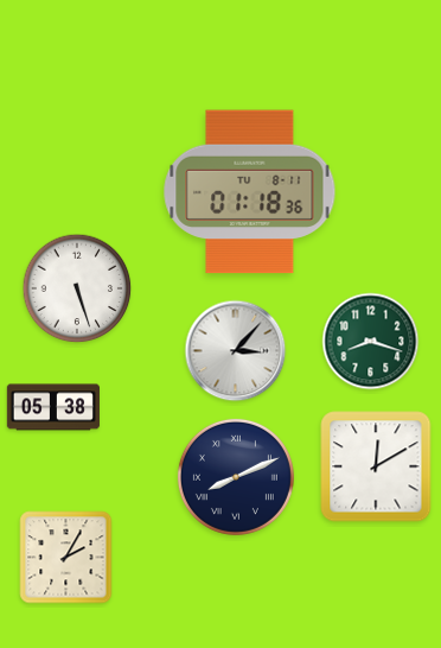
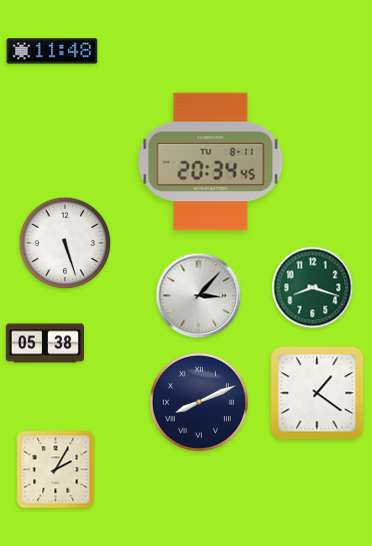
clock at (52, 51): none -> 11:48
clock at (250, 192): 01:18 -> 20:34
clock at (376, 466): 12:10 -> 1:21
